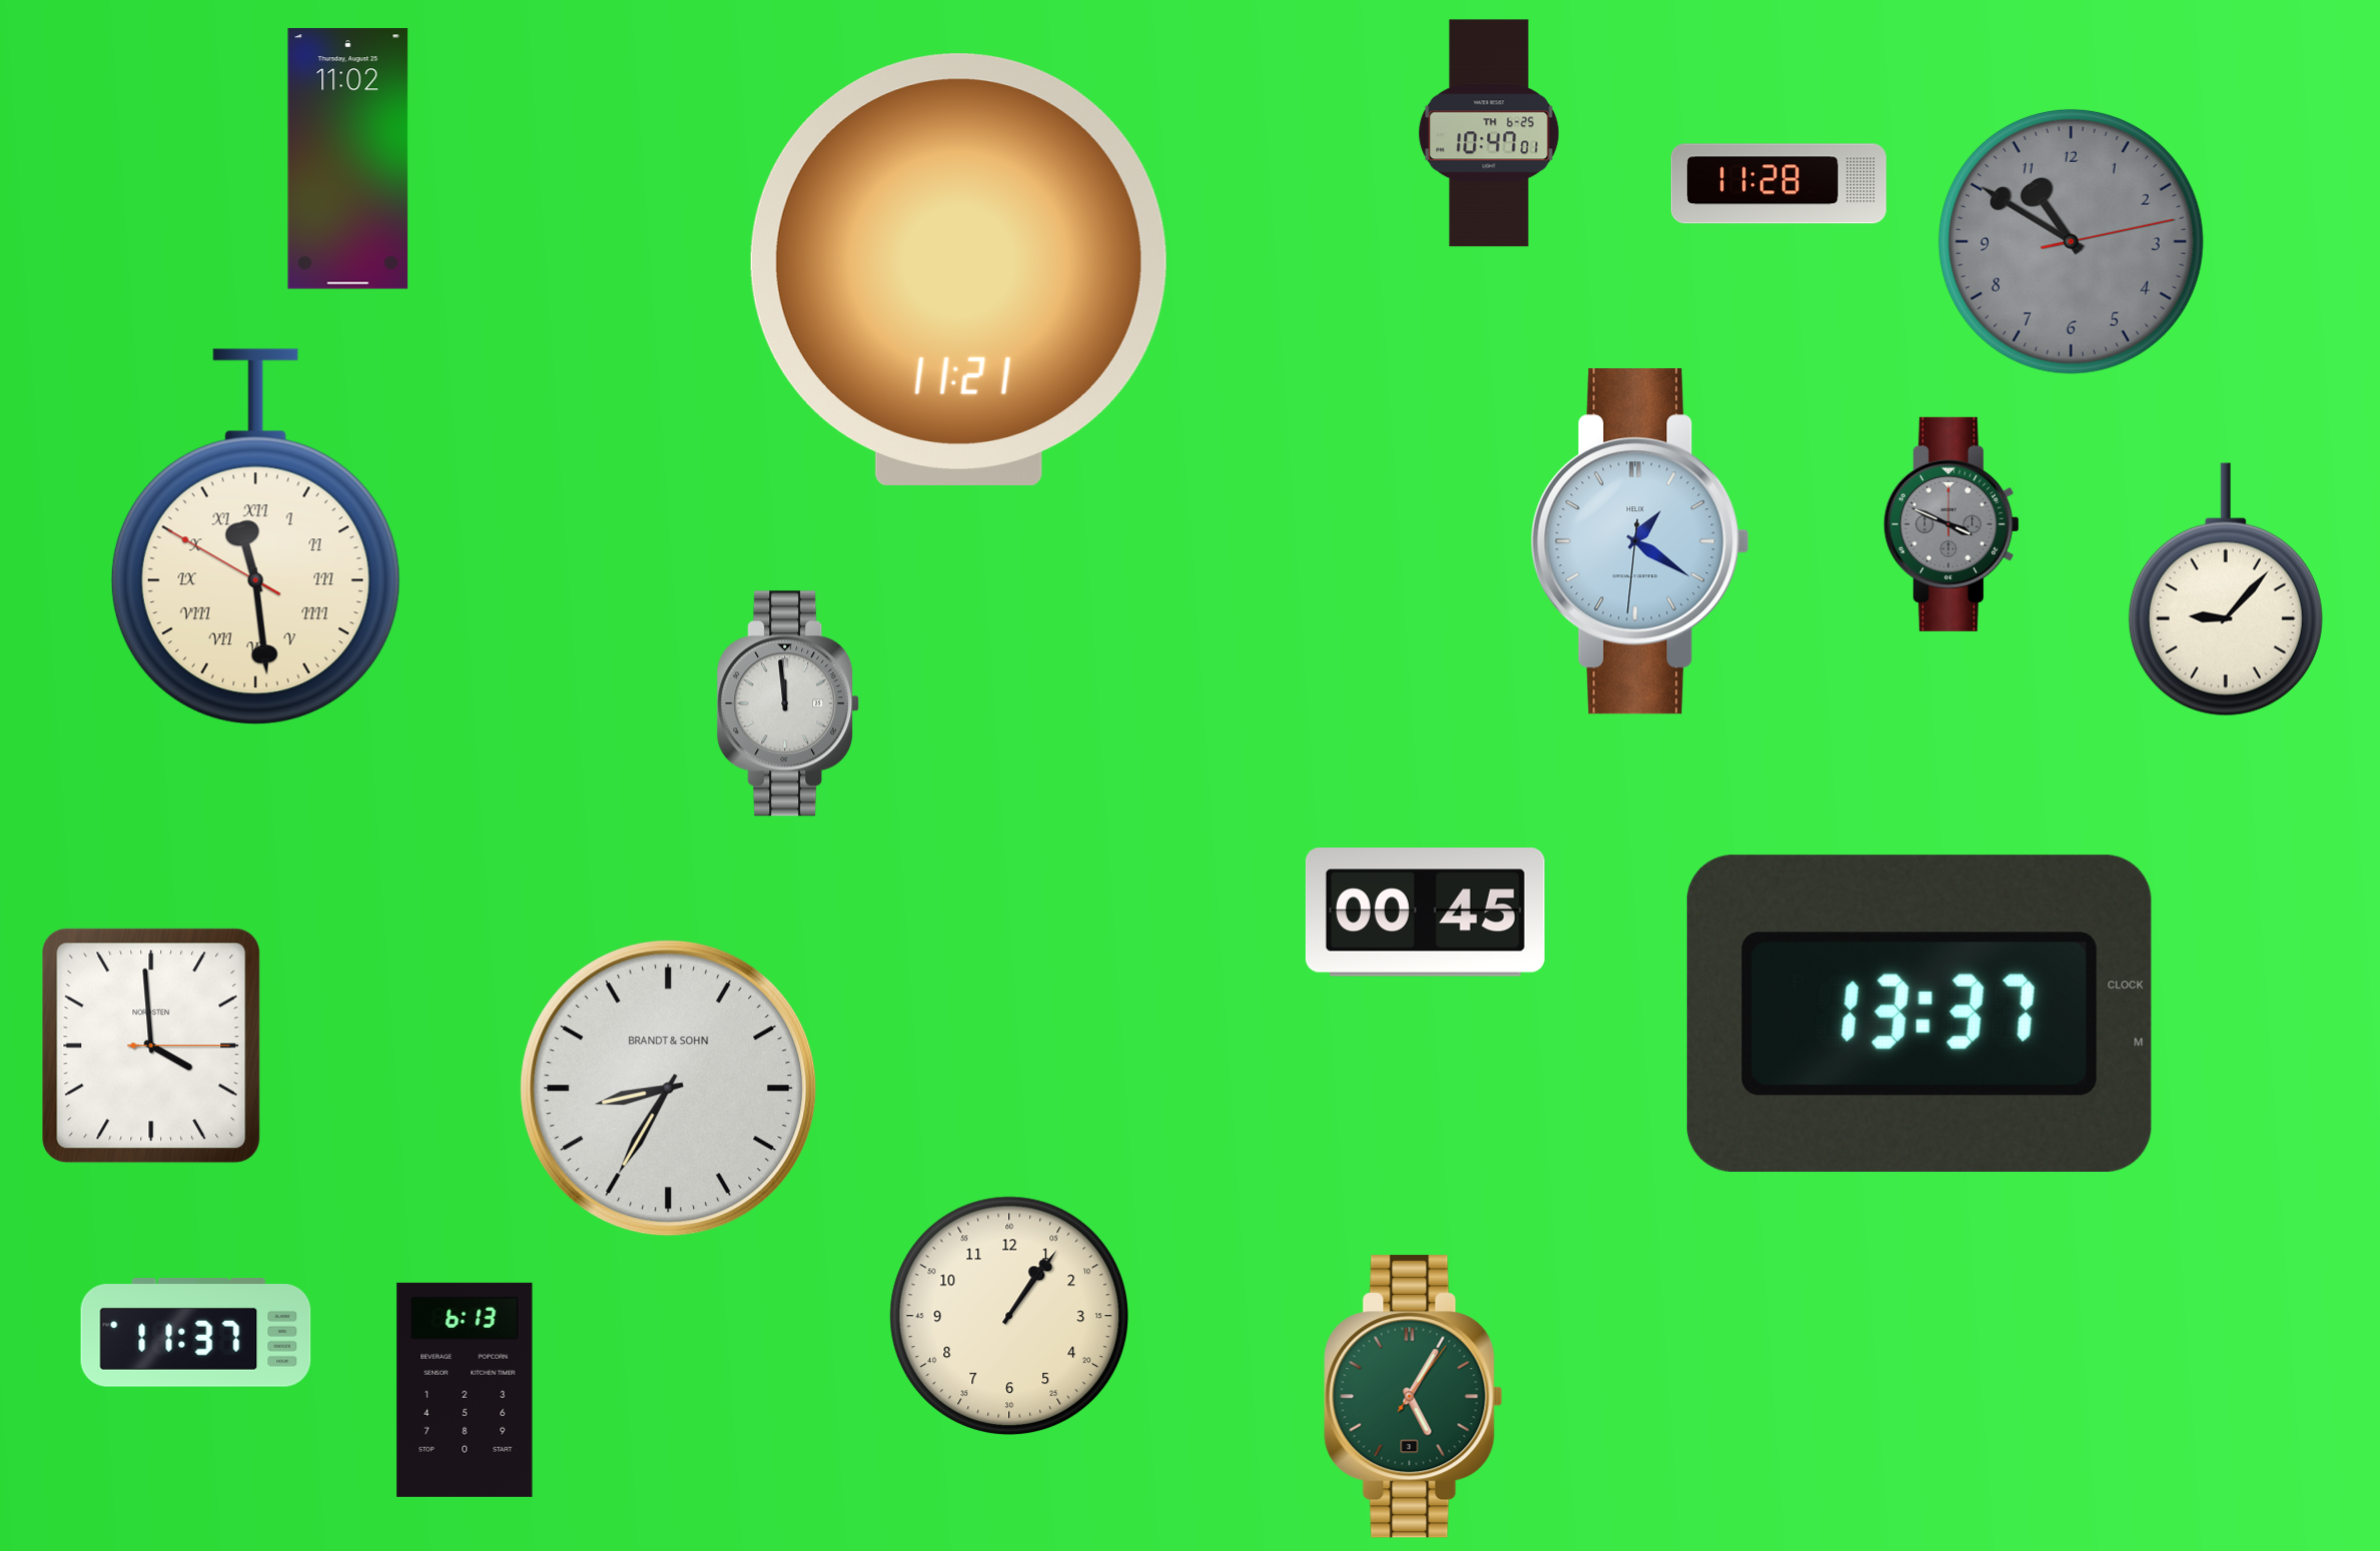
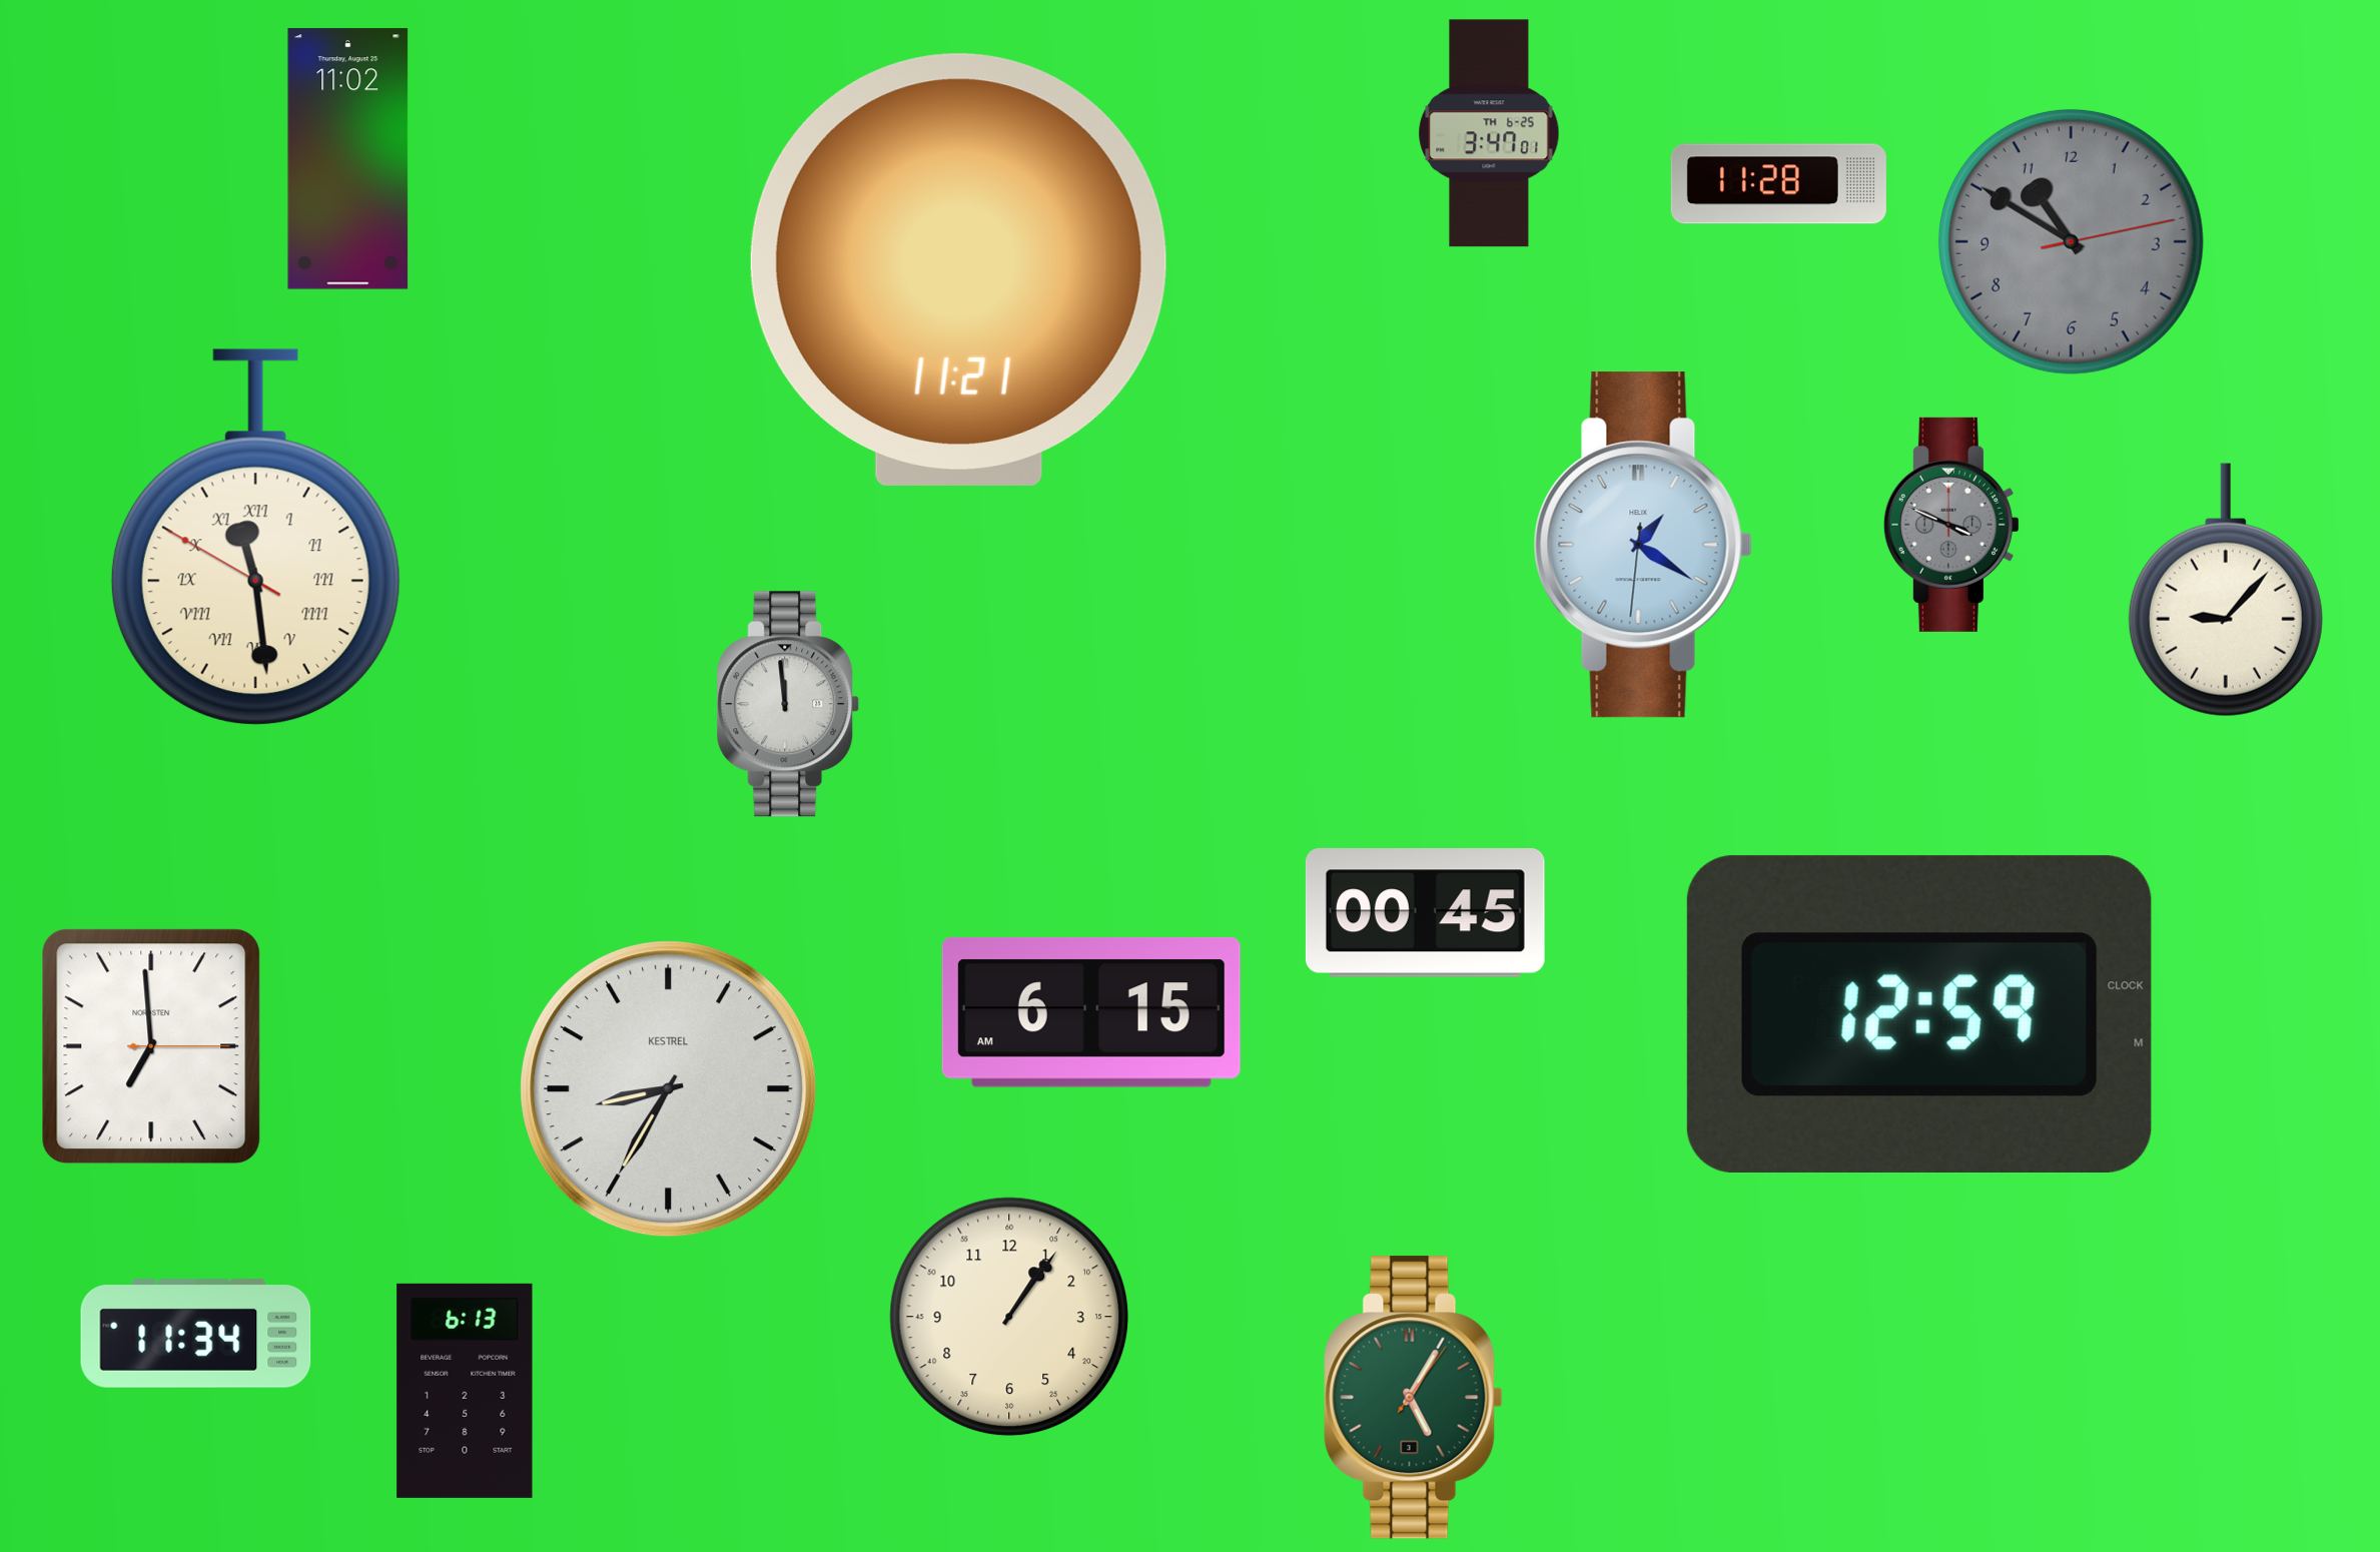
clock at (1489, 133): 10:47 -> 3:47
clock at (1640, 541) position: (1640, 541) -> (1643, 545)
clock at (1091, 1012): none -> 6:15
clock at (1919, 1014): 13:37 -> 12:59
clock at (151, 1046): 3:59 -> 6:59
clock at (669, 1089) brand: BRANDT & SOHN -> KESTREL
clock at (196, 1333): 11:37 -> 11:34
